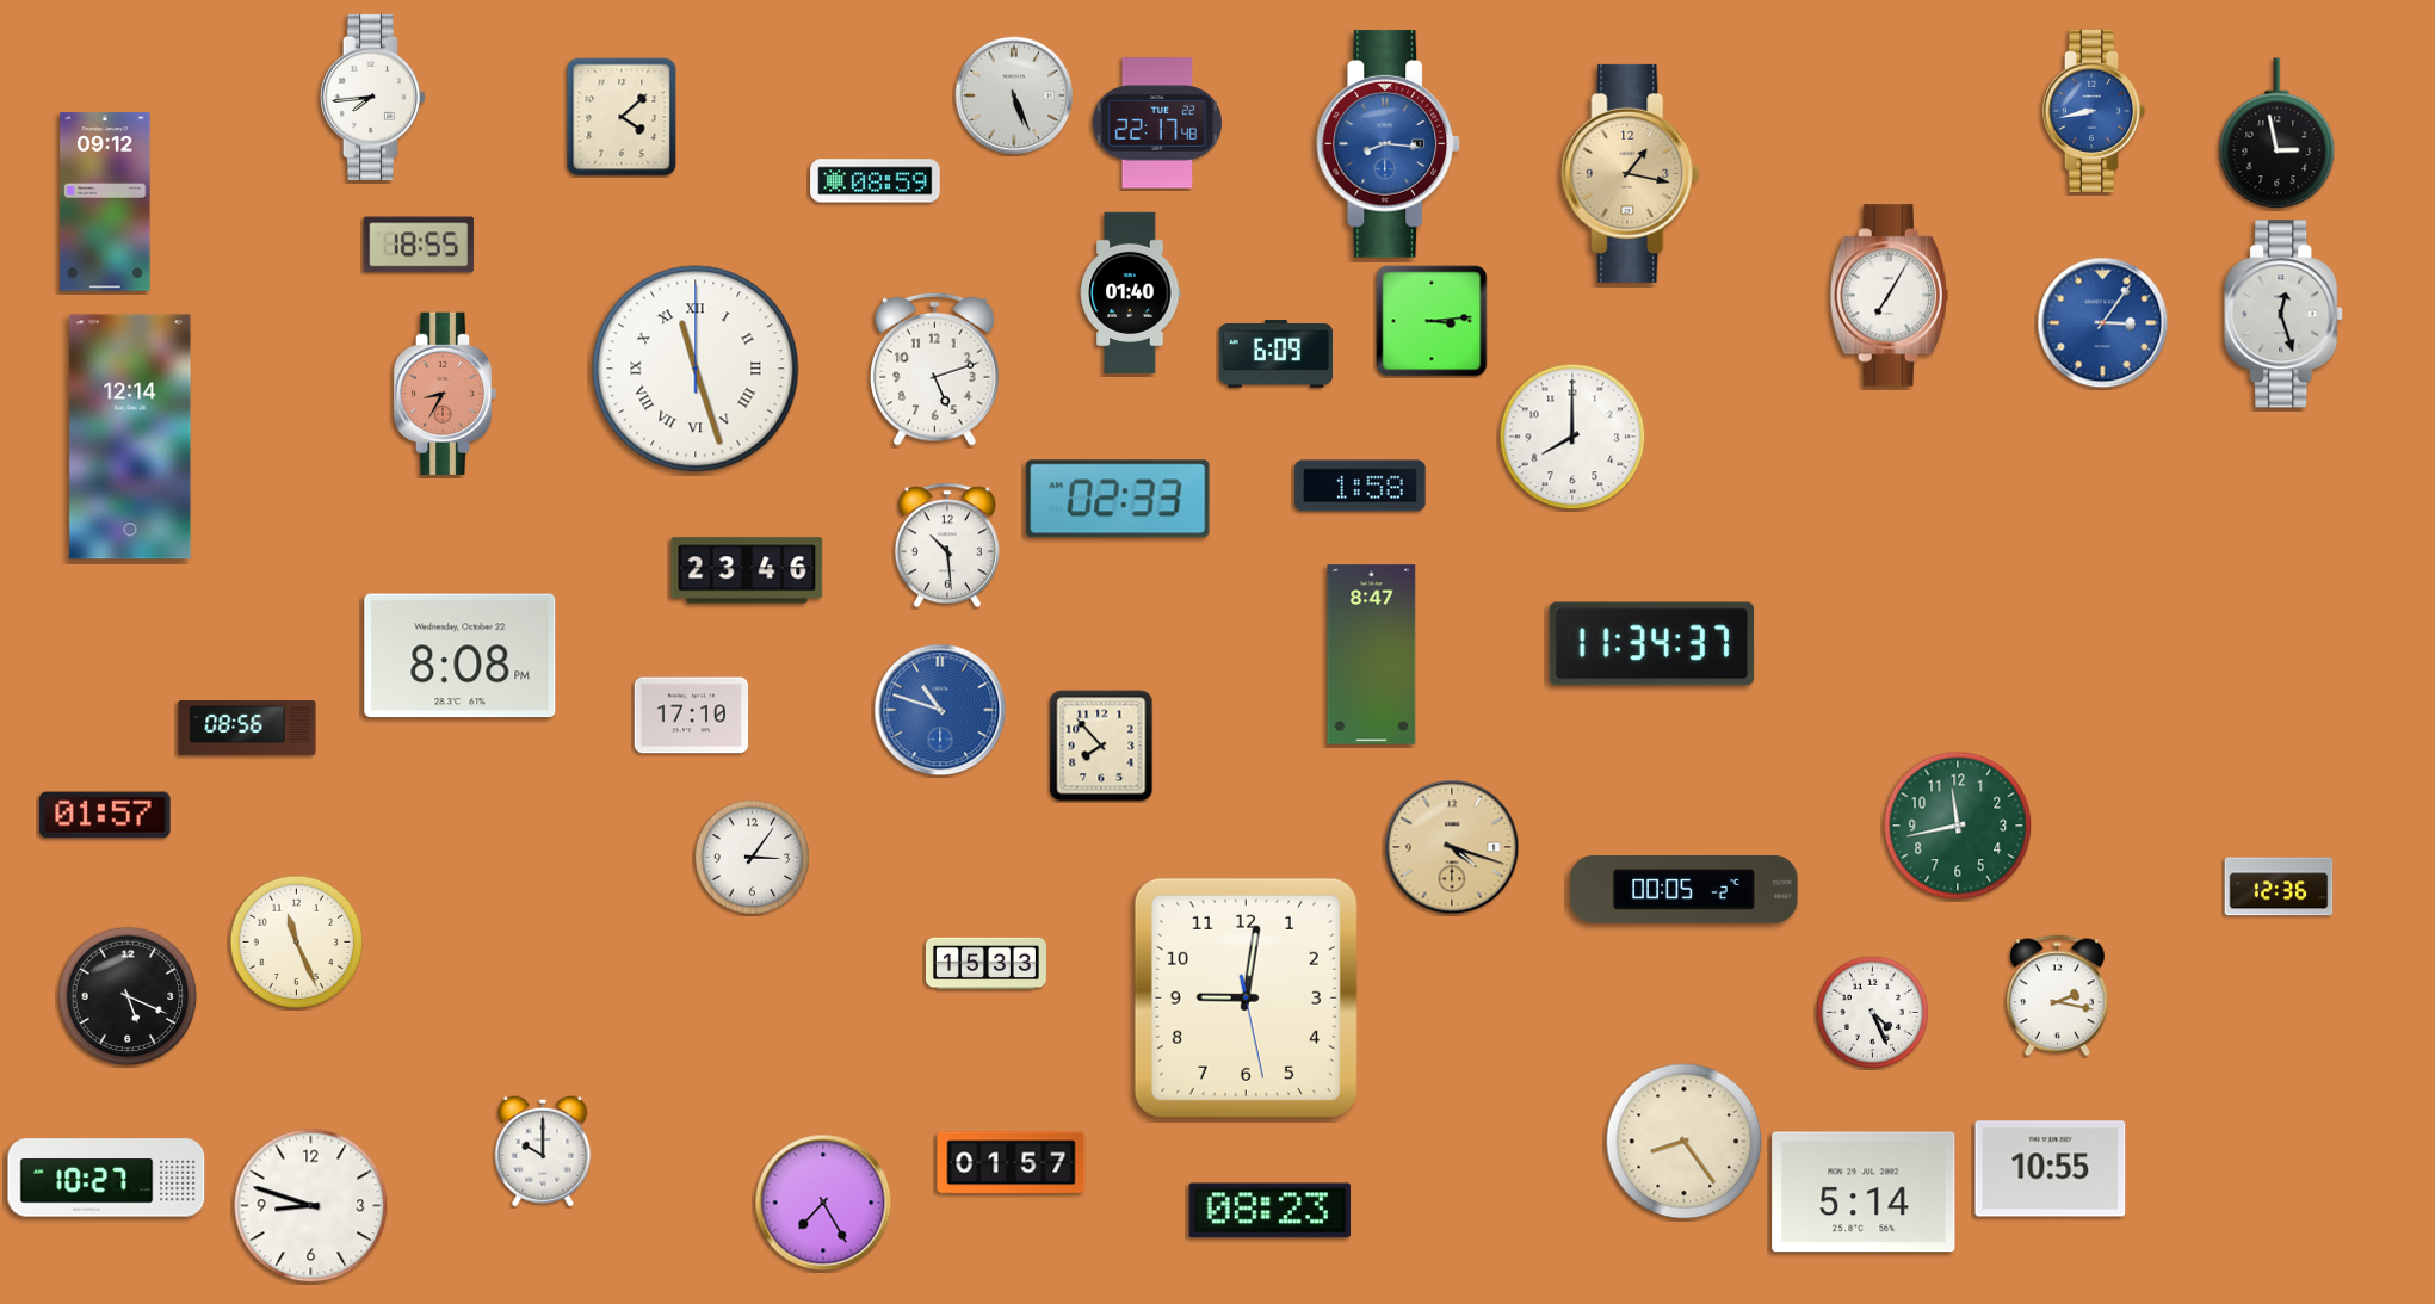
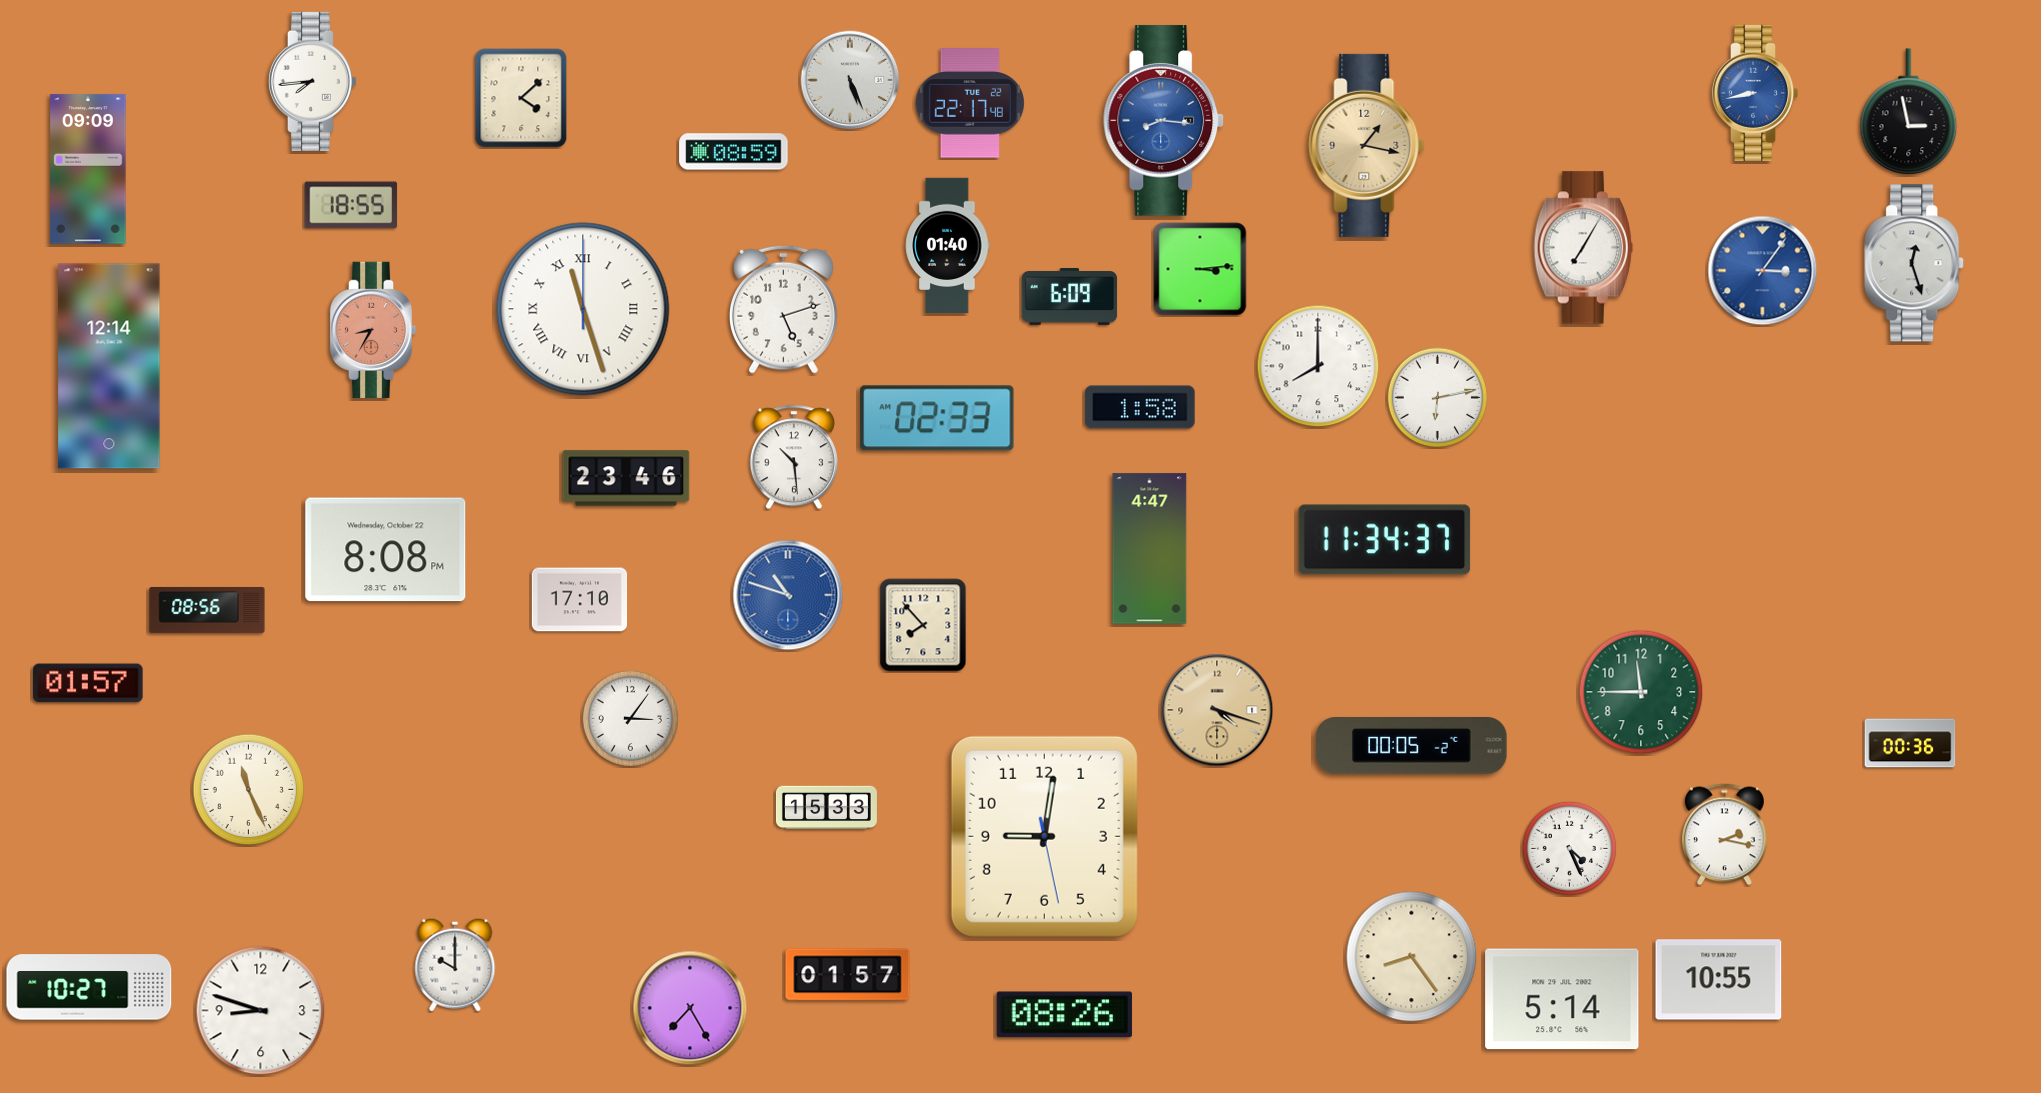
clock at (105, 202): 09:12 -> 09:09
clock at (1437, 397): none -> 6:13
clock at (1372, 655): 8:47 -> 4:47
clock at (1958, 826): 11:43 -> 11:45
clock at (2279, 886): 12:36 -> 00:36
clock at (128, 996): 5:19 -> none
clock at (1269, 1211): 08:23 -> 08:26
